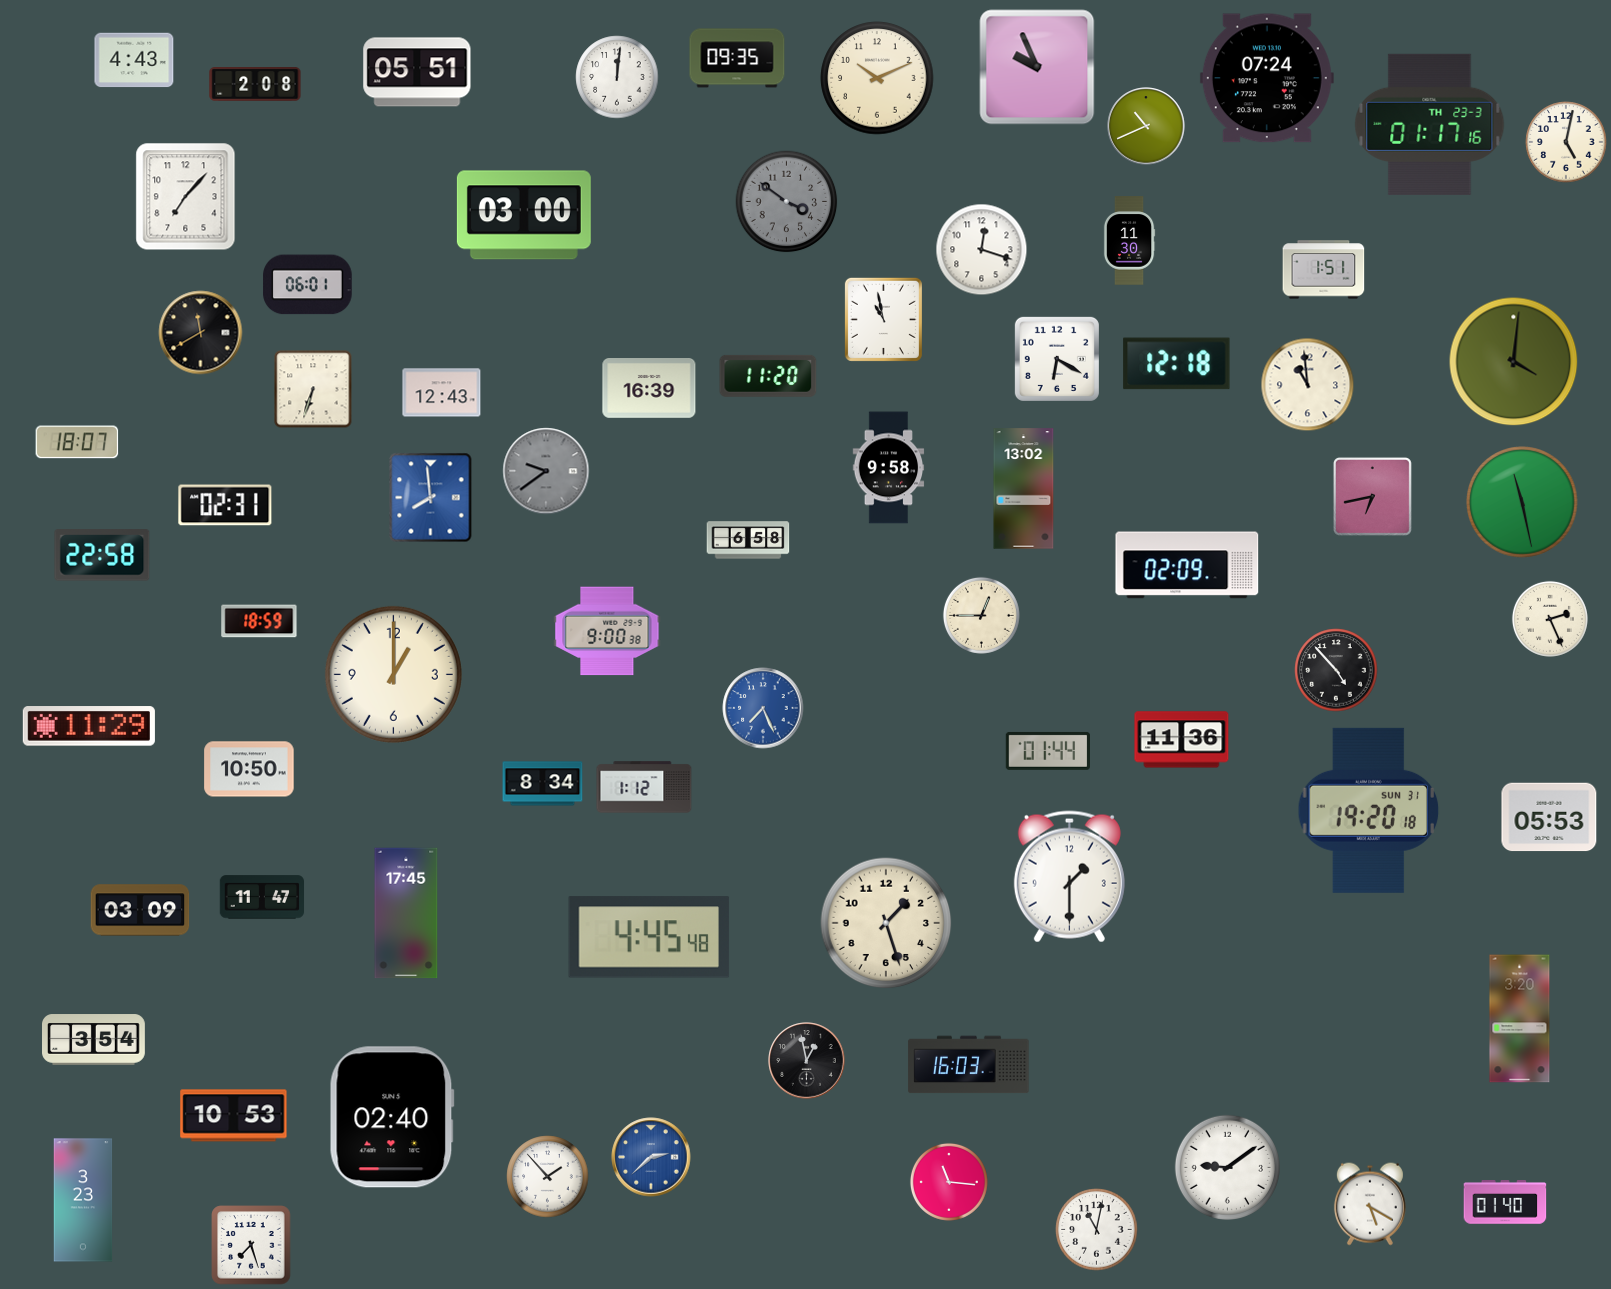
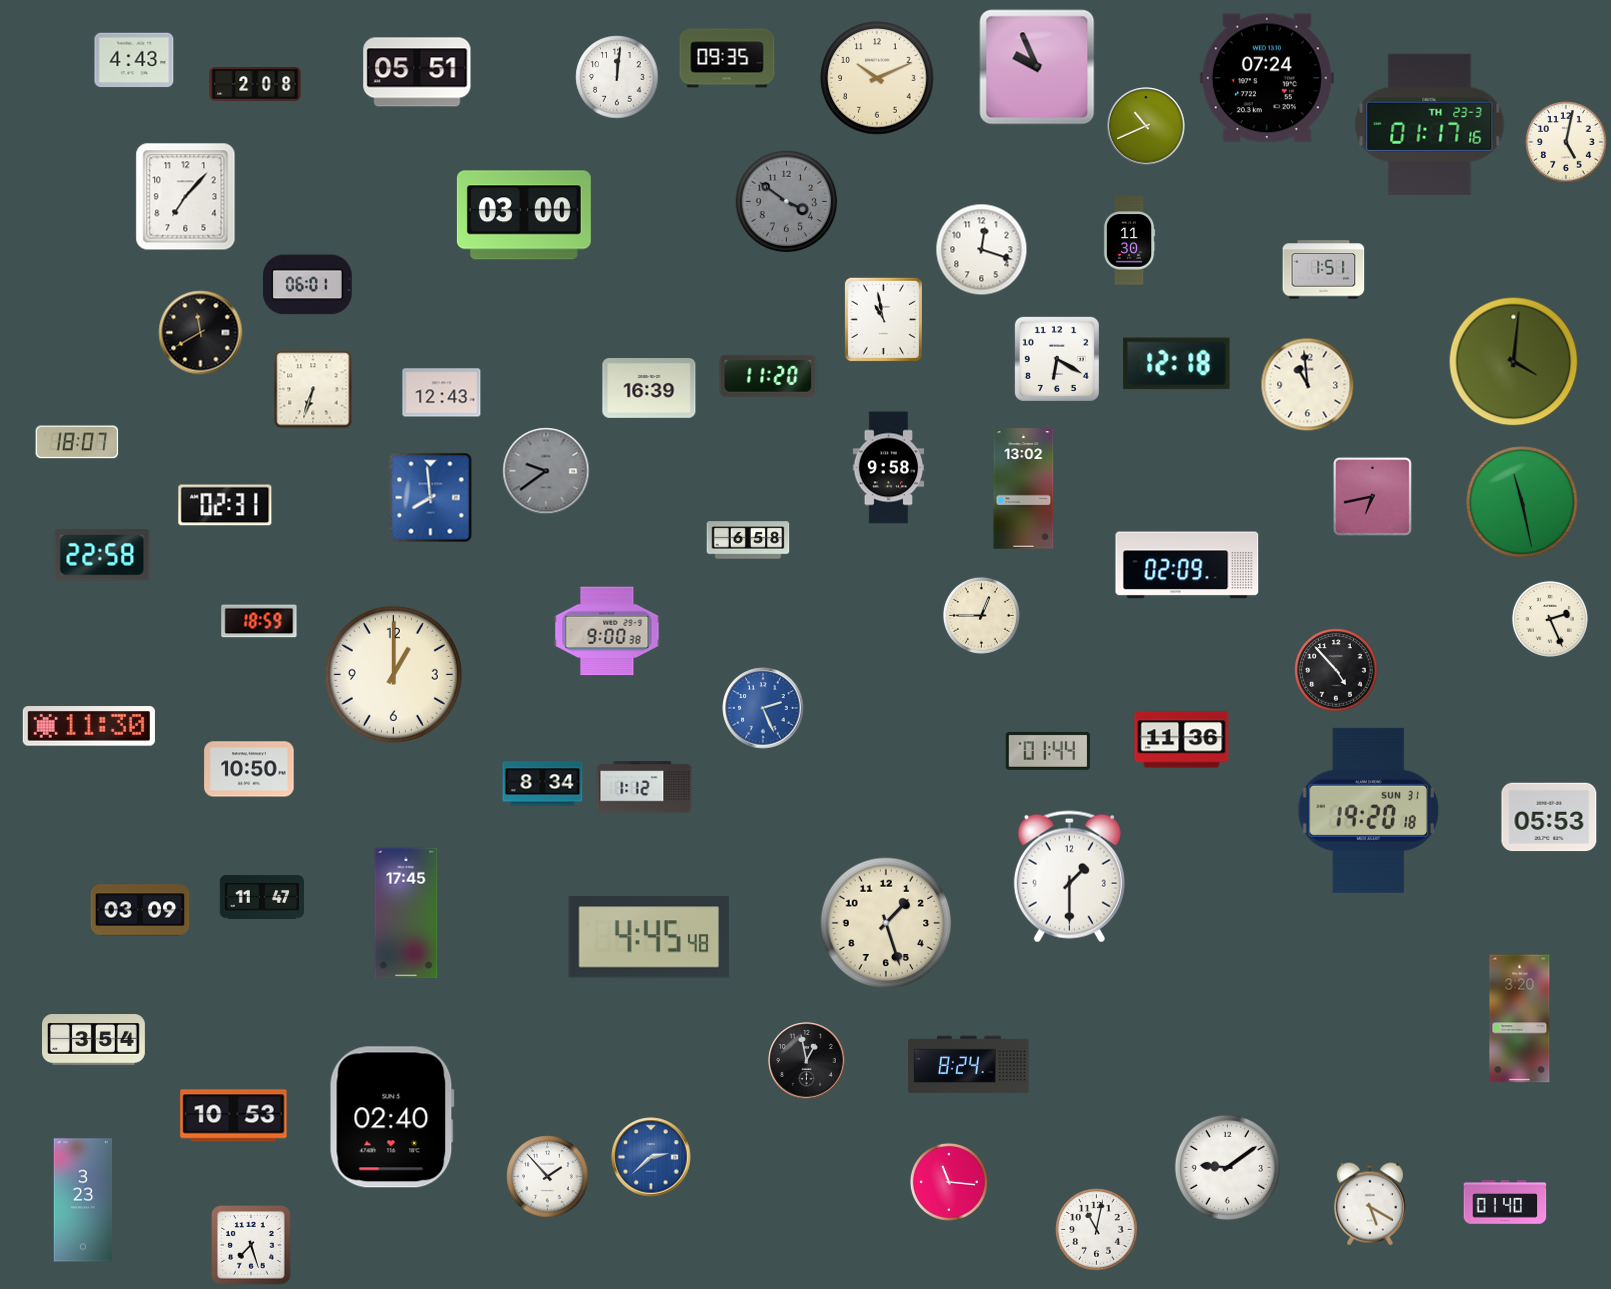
clock at (737, 58) position: (737, 58) -> (727, 58)
clock at (763, 708): 7:26 -> 2:26
clock at (89, 726): 11:29 -> 11:30
clock at (969, 1065): 16:03 -> 8:24
